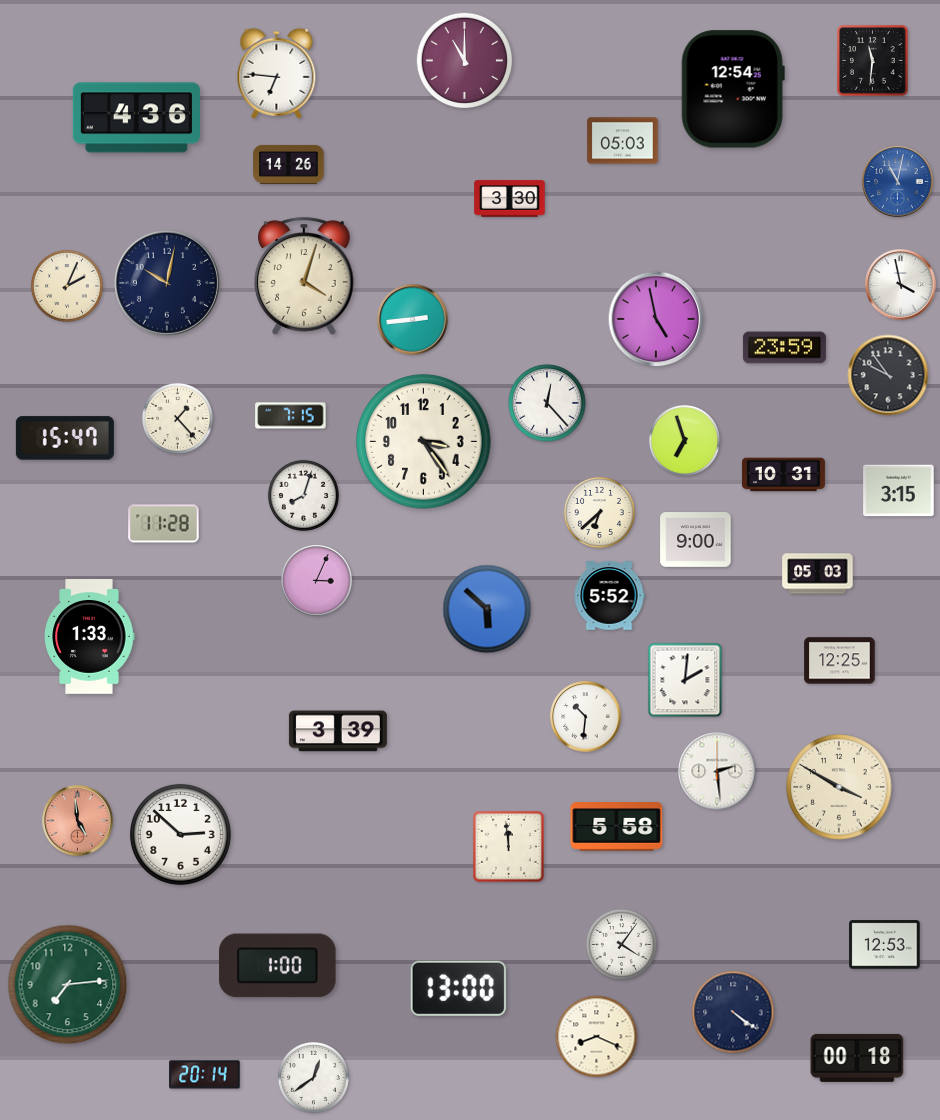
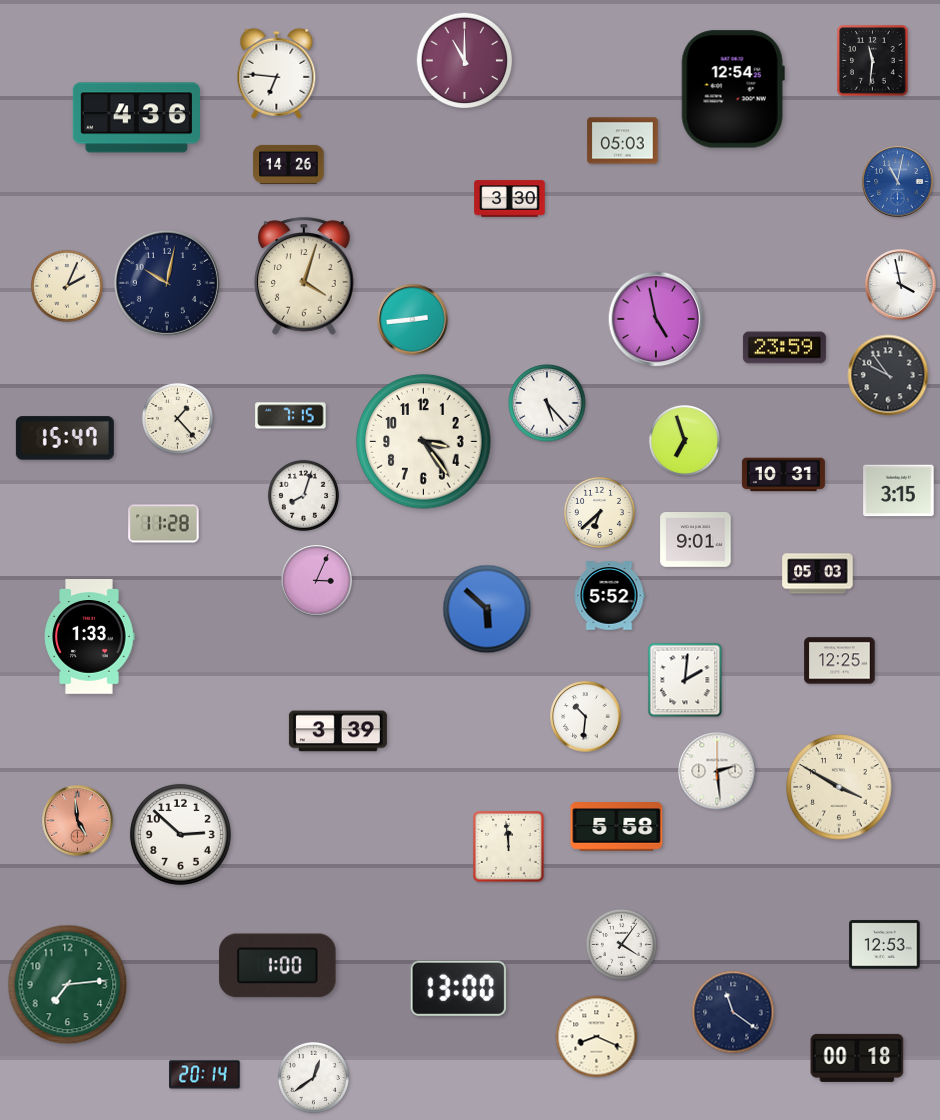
clock at (547, 403): 12:23 -> 5:23
clock at (696, 540): 9:00 -> 9:01
clock at (733, 1012): 4:21 -> 11:21
